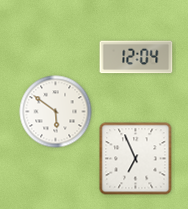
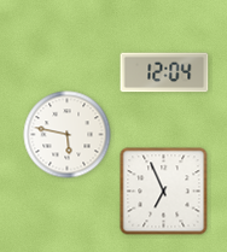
clock at (136, 57) position: (136, 57) -> (164, 72)
clock at (56, 112): 5:51 -> 5:47
